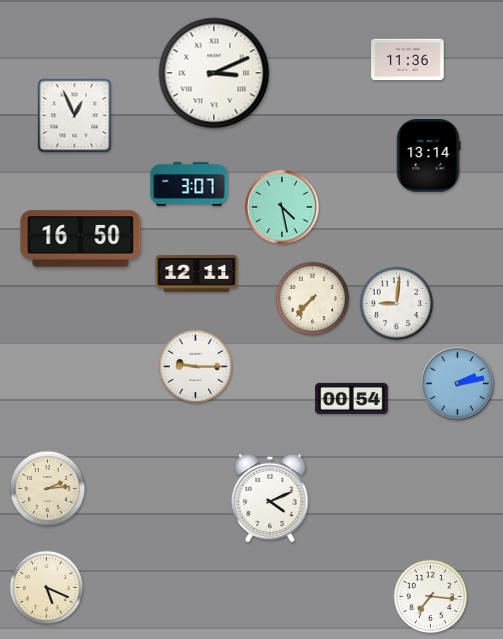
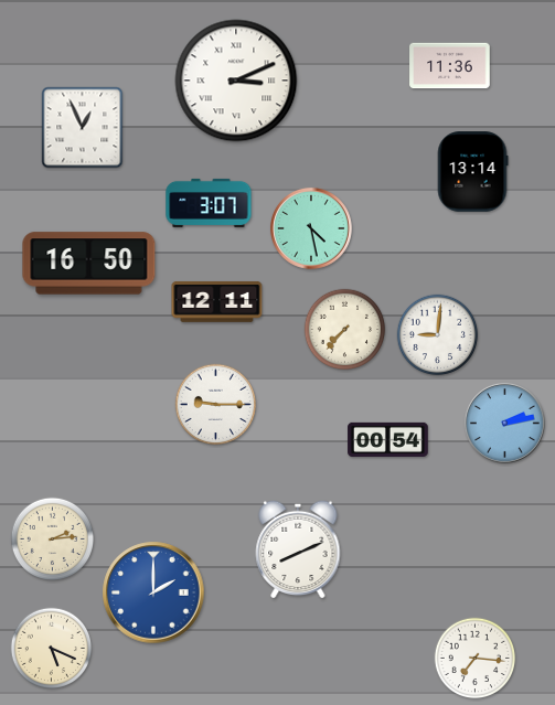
clock at (270, 498): 4:11 -> 8:11
clock at (153, 592): none -> 2:00
